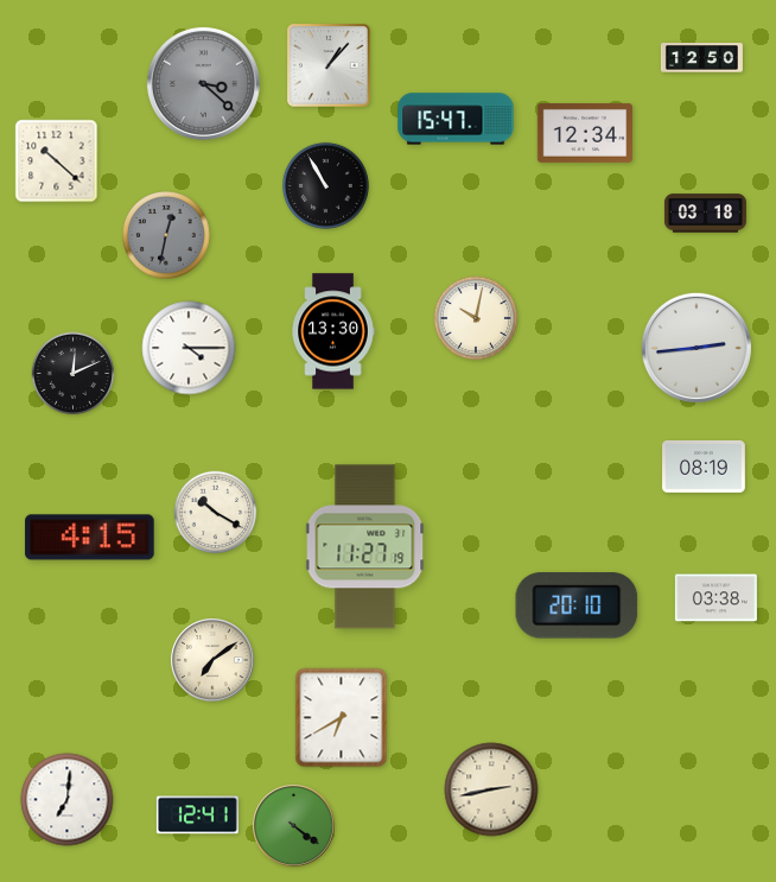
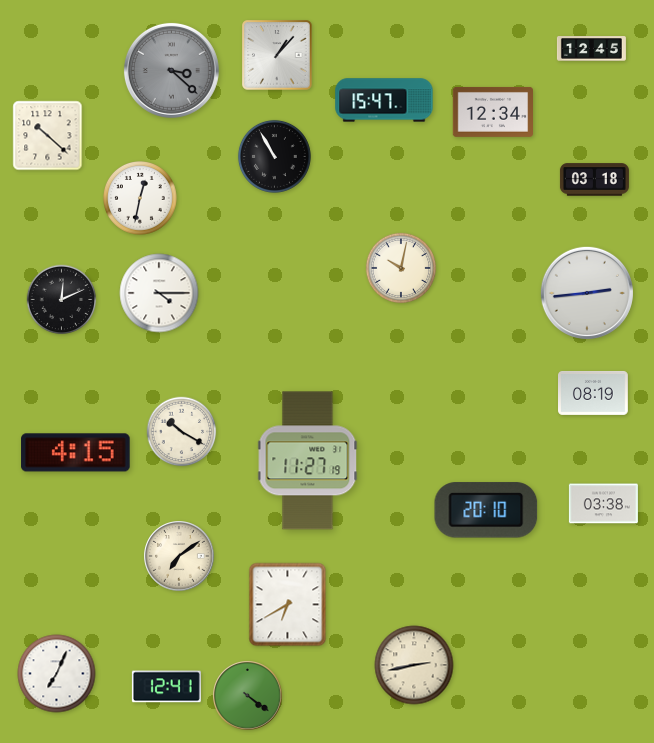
clock at (701, 58): 12:50 -> 12:45
clock at (167, 236) dial: grey -> white
clock at (333, 331): 13:30 -> none
clock at (74, 374) position: (74, 374) -> (62, 300)
clock at (68, 800): 7:01 -> 7:04
